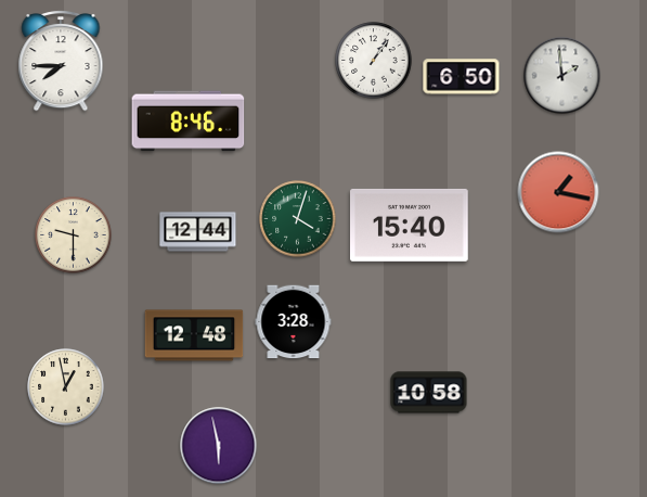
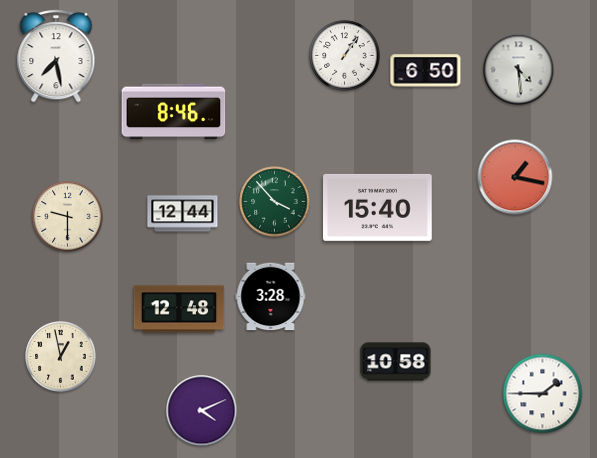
clock at (61, 61): 7:45 -> 7:28
clock at (562, 76): 1:59 -> 4:29
clock at (298, 219): 4:03 -> 3:53
clock at (543, 394): none -> 1:45
clock at (219, 446): 5:58 -> 4:11
